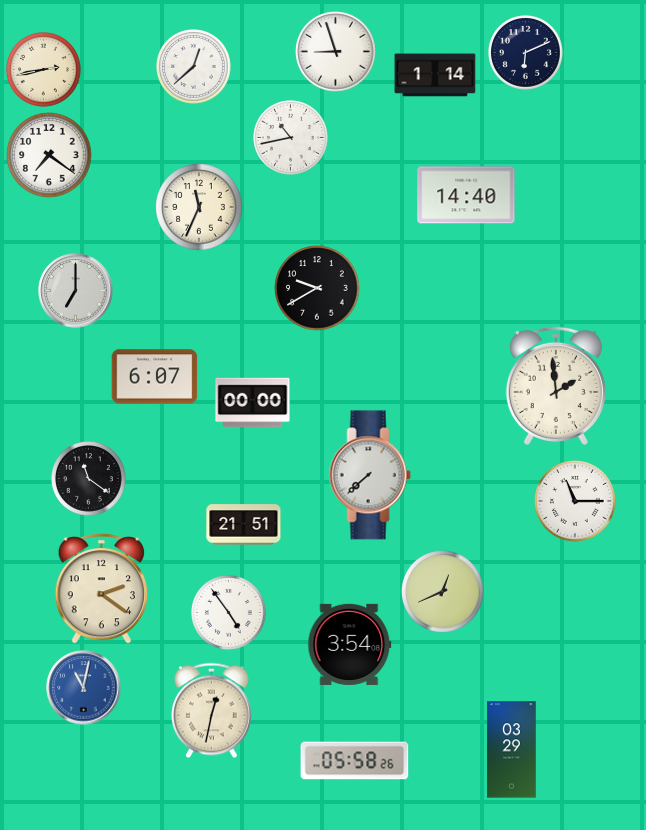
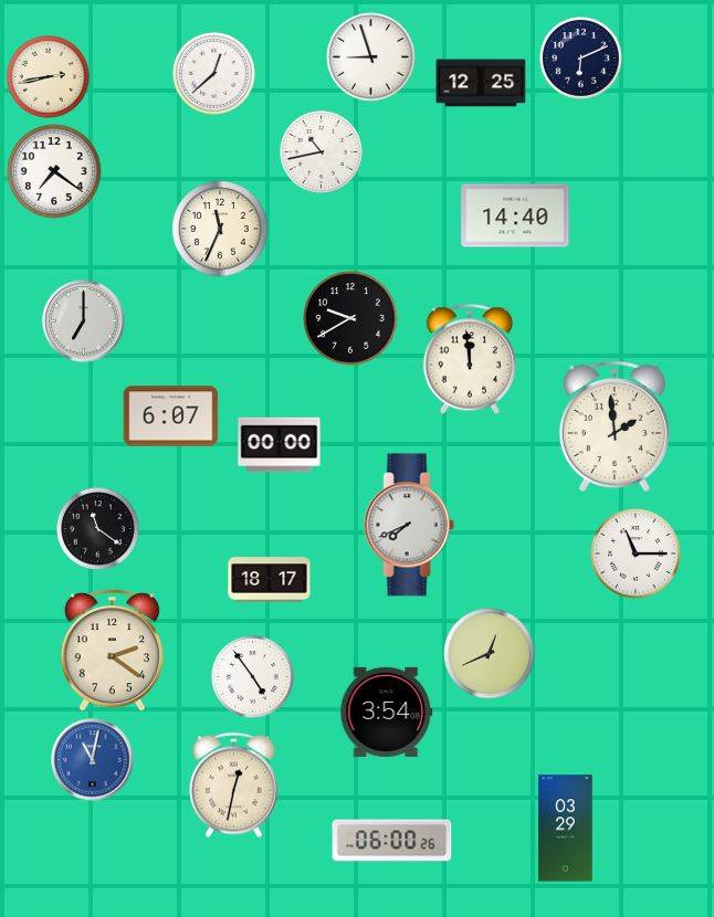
clock at (435, 75): 1:14 -> 12:25
clock at (470, 359): none -> 11:59
clock at (370, 475): 7:38 -> 7:41
clock at (244, 525): 21:51 -> 18:17
clock at (355, 761): 05:58 -> 06:00
